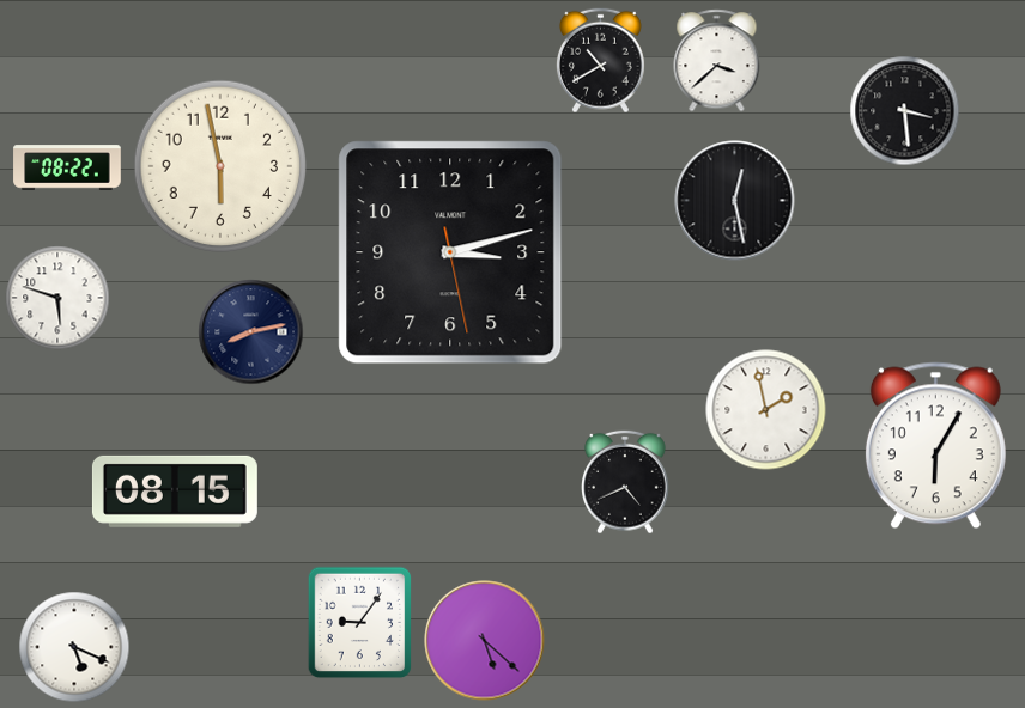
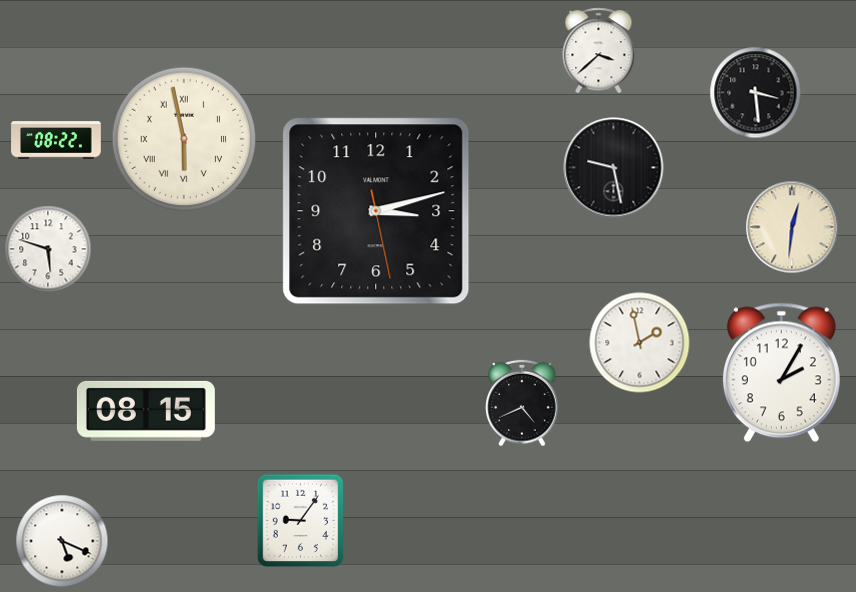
clock at (600, 61): 10:40 -> none
clock at (220, 165) numerals: Arabic -> Roman
clock at (735, 201): 12:28 -> 9:28
clock at (792, 227): none -> 12:31
clock at (251, 332): 8:13 -> none
clock at (935, 446): 6:05 -> 2:05
clock at (485, 641): 5:22 -> none
